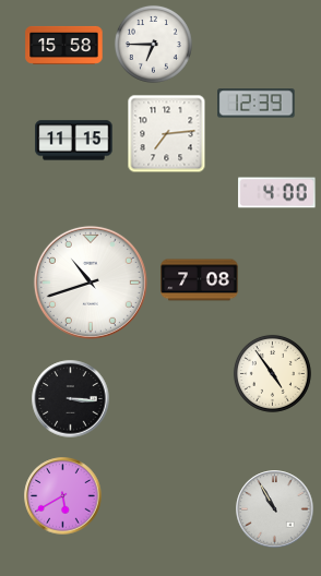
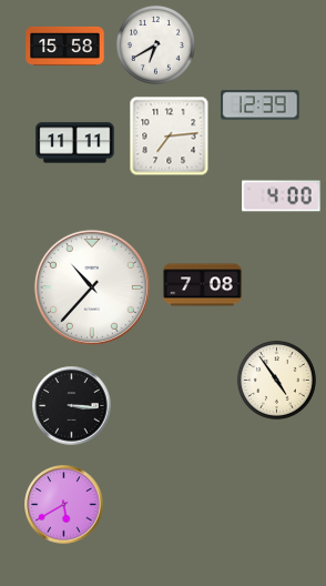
clock at (153, 44): 6:45 -> 6:40
clock at (74, 141): 11:15 -> 11:11
clock at (91, 283): 10:42 -> 10:37
clock at (275, 509): 10:55 -> none
